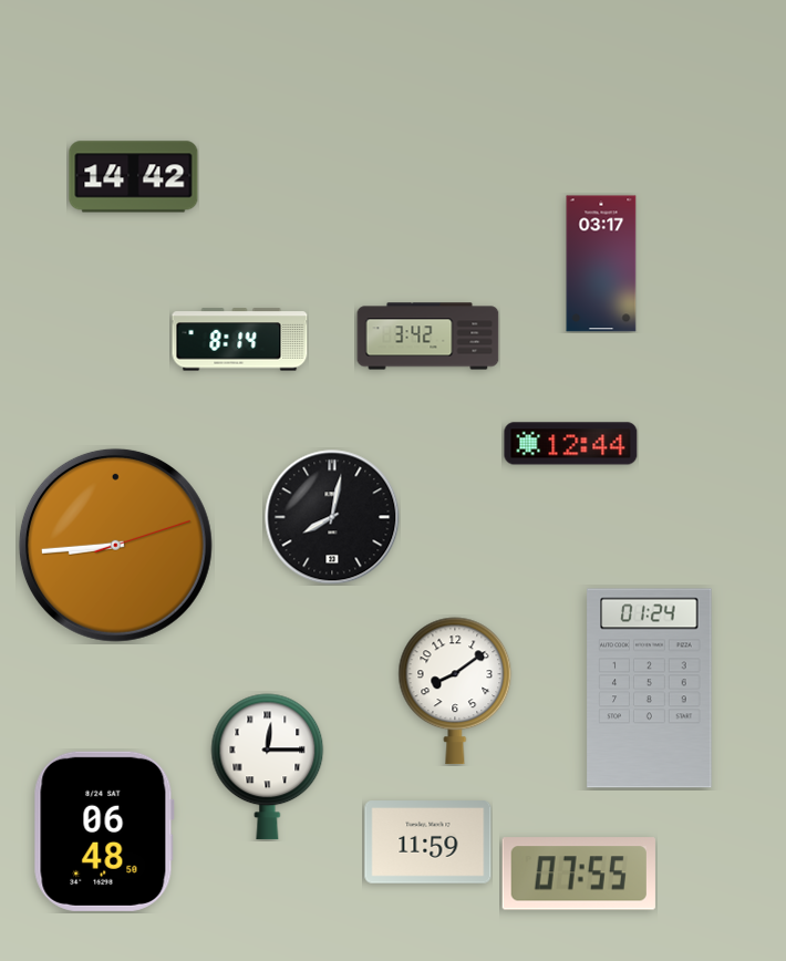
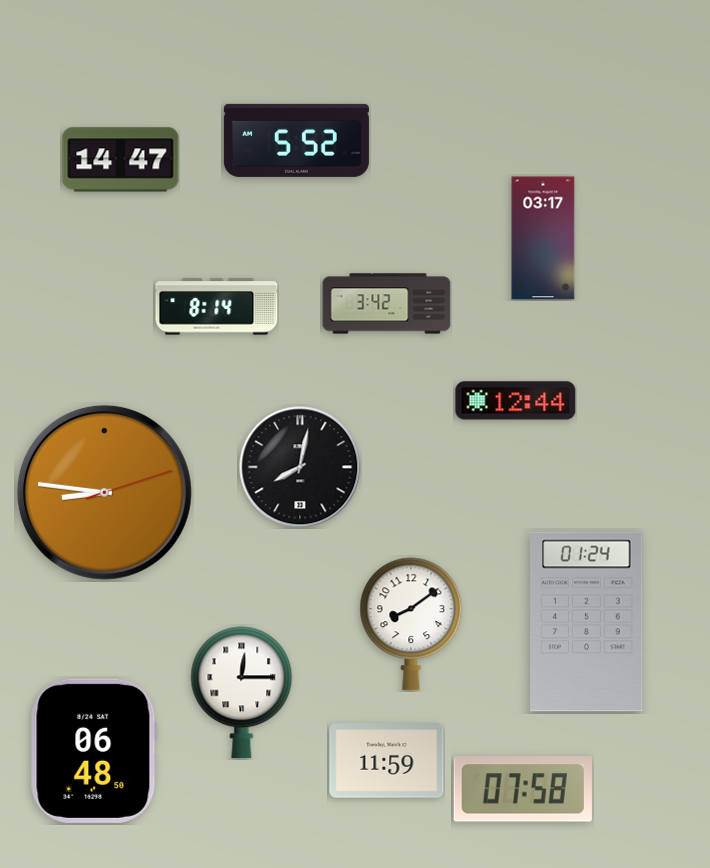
clock at (296, 140): none -> 5:52
clock at (134, 177): 14:42 -> 14:47
clock at (115, 545): 8:44 -> 8:46
clock at (579, 874): 07:55 -> 07:58
